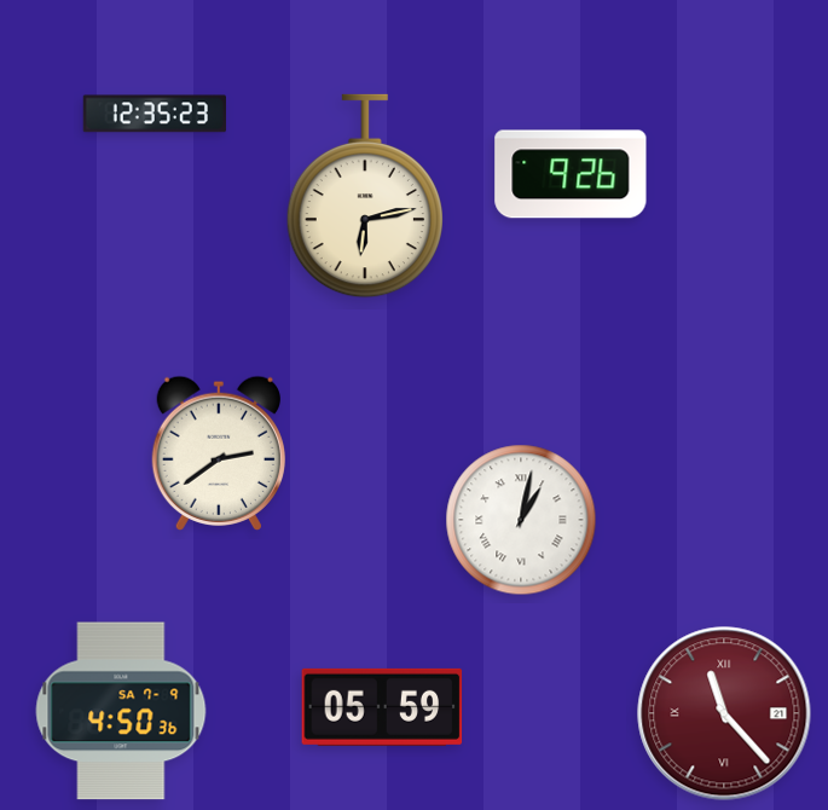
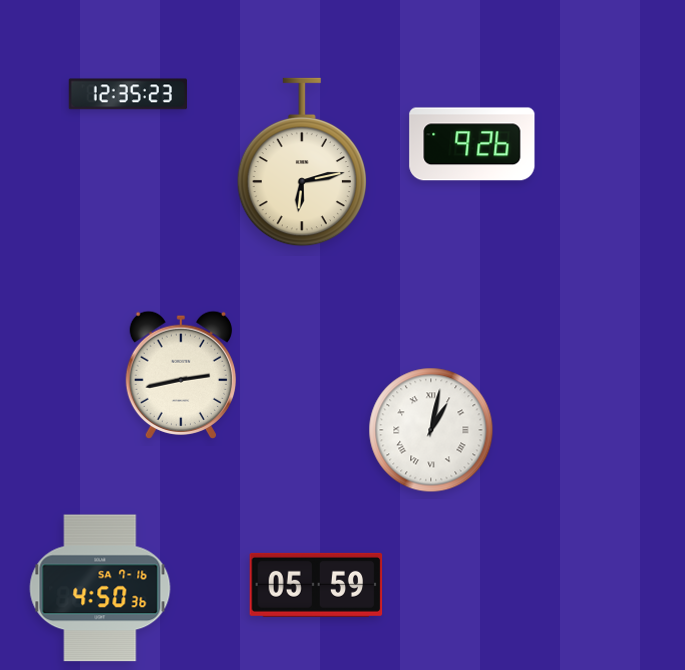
clock at (219, 453): 2:39 -> 2:43
clock at (121, 711) date: SA 7-9 -> SA 7-16
clock at (724, 713): 11:23 -> none
